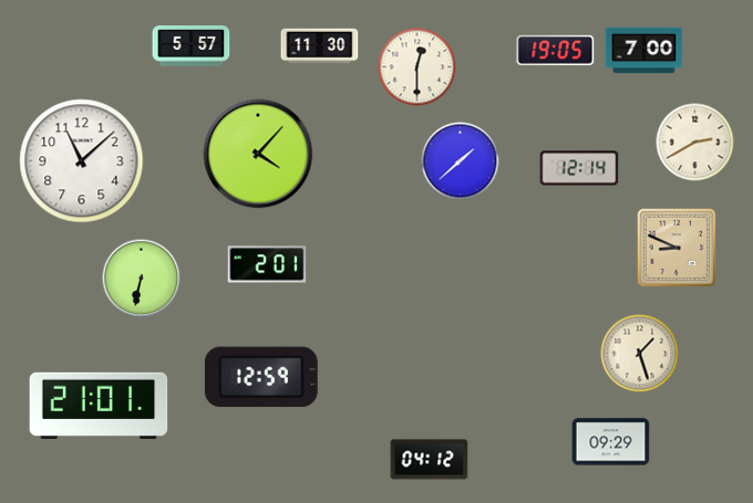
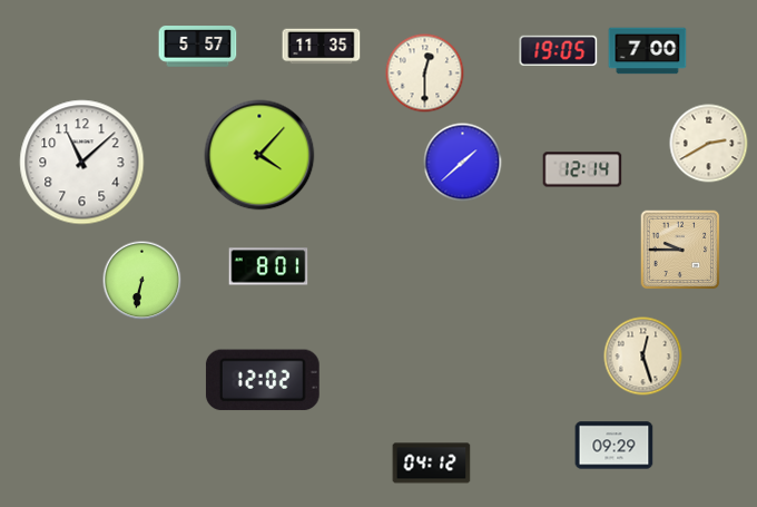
clock at (192, 46) position: (192, 46) -> (198, 47)
clock at (320, 46): 11:30 -> 11:35
clock at (417, 67) position: (417, 67) -> (425, 74)
clock at (695, 143) position: (695, 143) -> (709, 144)
clock at (677, 248): 8:49 -> 9:45
clock at (267, 264): 2:01 -> 8:01
clock at (640, 354): 1:27 -> 12:27
clock at (261, 377): 12:59 -> 12:02
clock at (99, 406): 21:01 -> none
